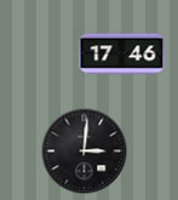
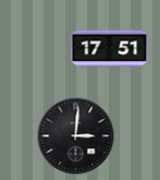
clock at (122, 55): 17:46 -> 17:51
